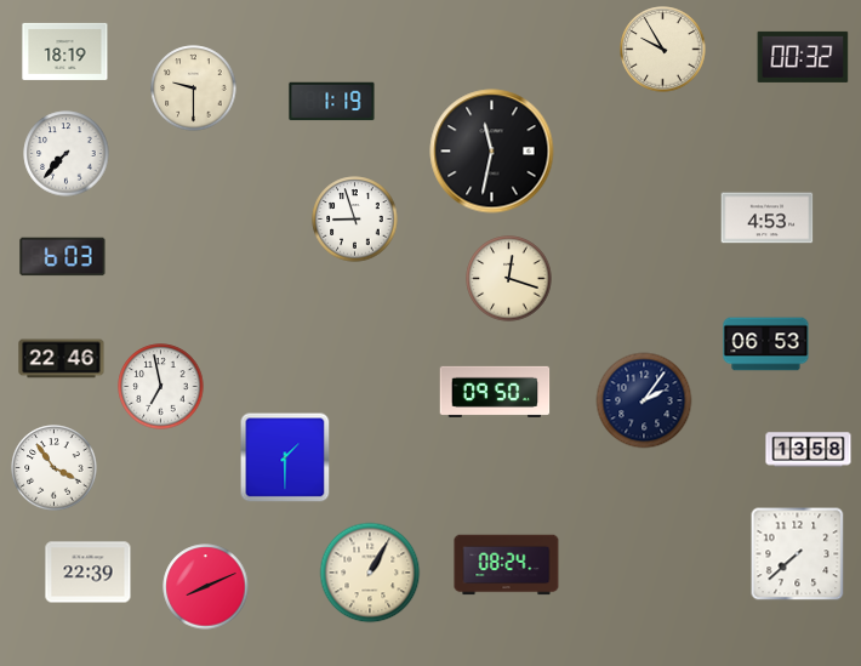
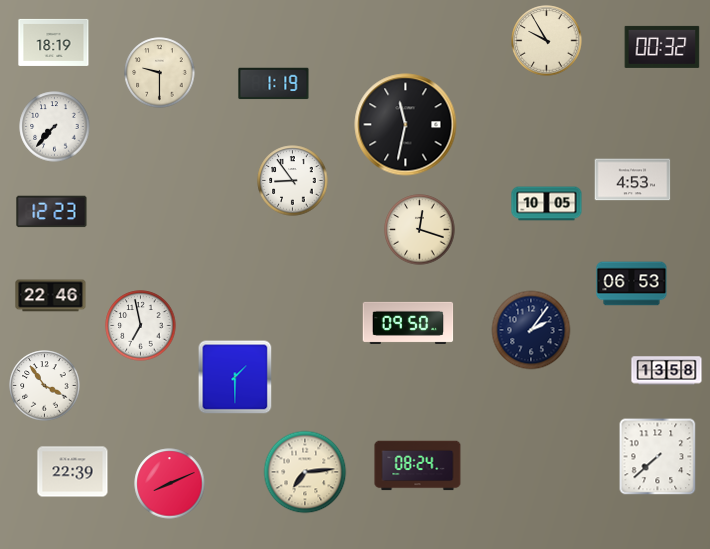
clock at (355, 220): 8:57 -> 8:54
clock at (547, 204): none -> 10:05
clock at (63, 257): 6:03 -> 12:23
clock at (161, 387) position: (161, 387) -> (141, 326)
clock at (370, 573): 1:05 -> 7:14
